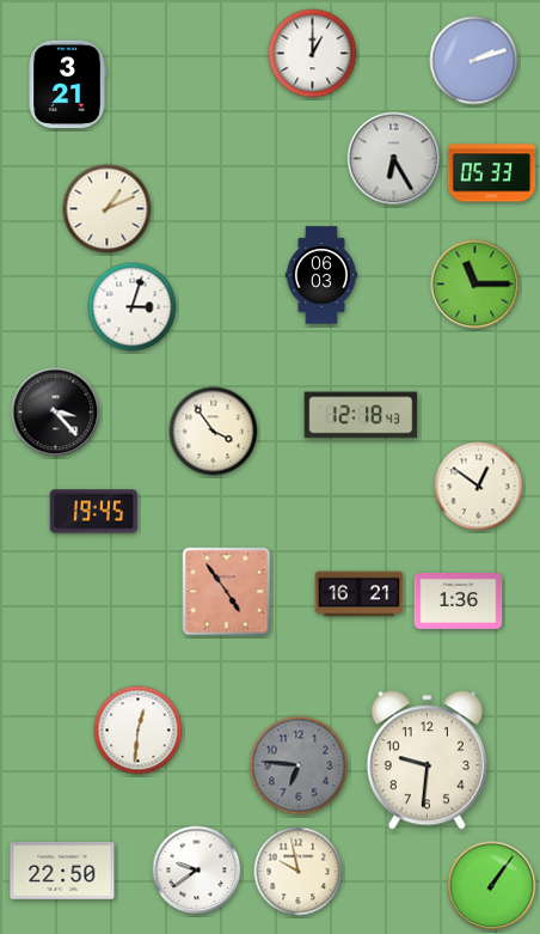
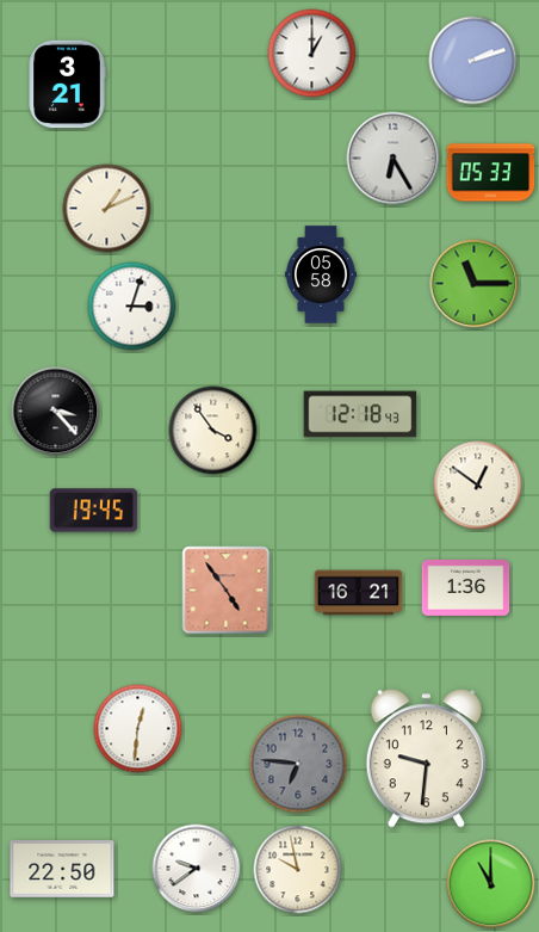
clock at (321, 275): 06:03 -> 05:58
clock at (459, 600) position: (459, 600) -> (466, 587)
clock at (492, 886): 1:06 -> 11:00
